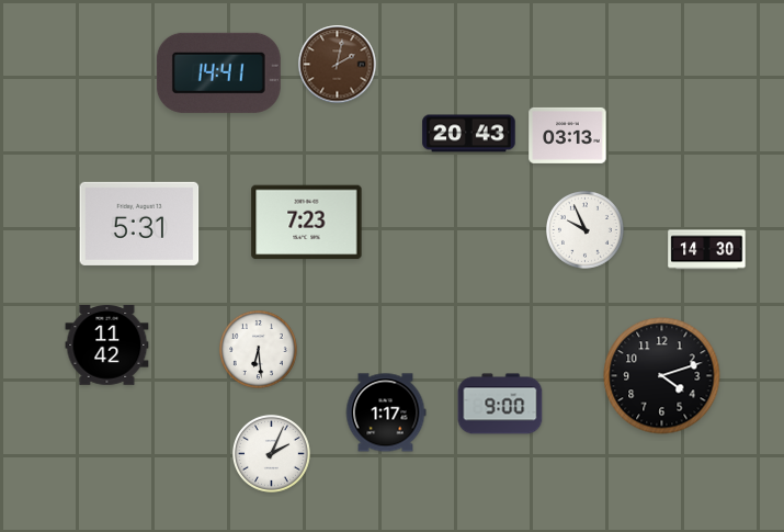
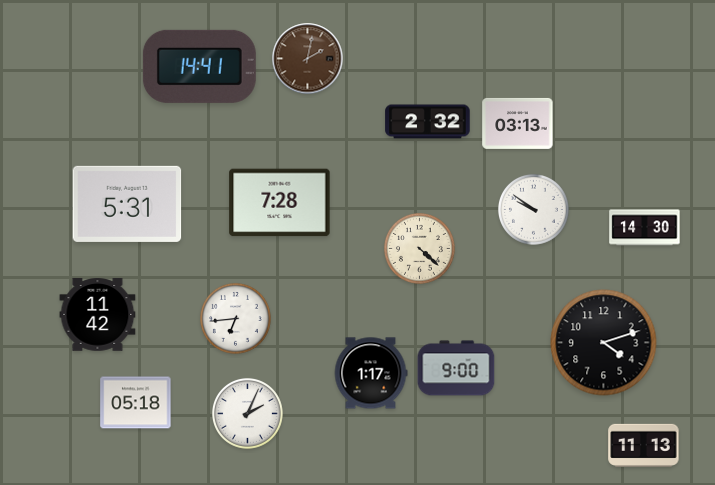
clock at (469, 134): 20:43 -> 2:32
clock at (307, 223): 7:23 -> 7:28
clock at (584, 229): 9:56 -> 9:51
clock at (419, 248): none -> 4:22
clock at (258, 349): 6:29 -> 6:44
clock at (386, 412) position: (386, 412) -> (371, 373)
clock at (136, 403): none -> 05:18
clock at (644, 445): none -> 11:13
